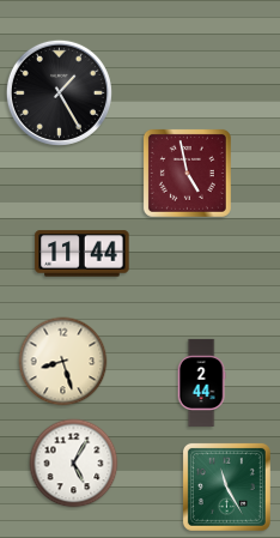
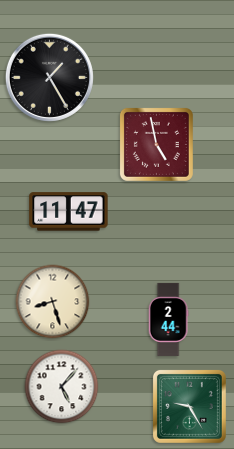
clock at (83, 254): 11:44 -> 11:47
clock at (74, 464): 5:05 -> 5:07
clock at (226, 486): 11:25 -> 9:25
